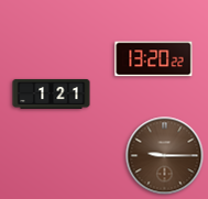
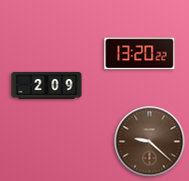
clock at (52, 93): 1:21 -> 2:09
clock at (165, 156): 9:15 -> 9:22
